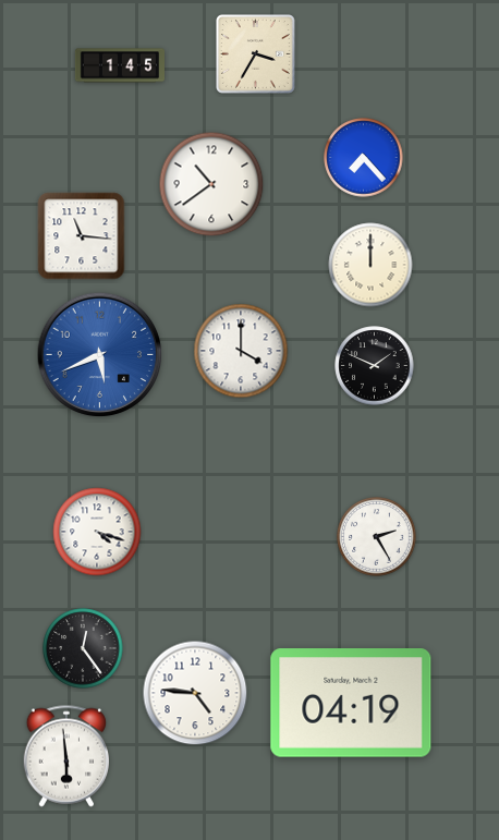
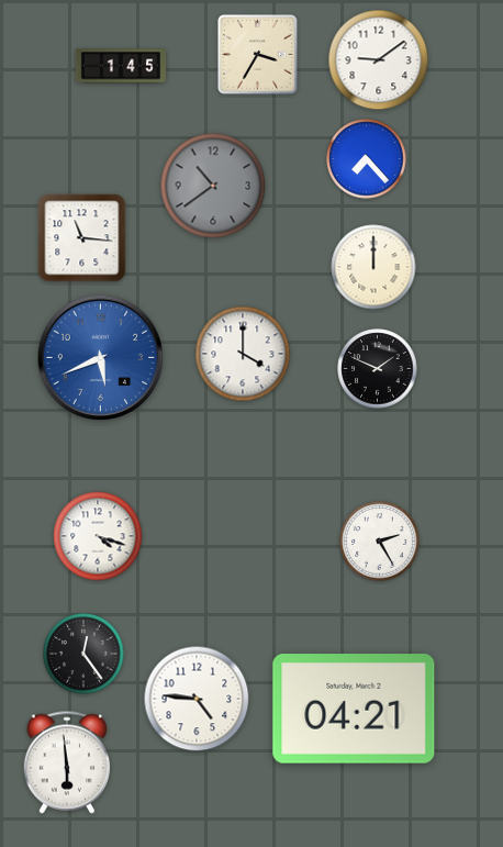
clock at (379, 60): none -> 9:09
clock at (211, 184) dial: white -> grey
clock at (351, 703): 04:19 -> 04:21
